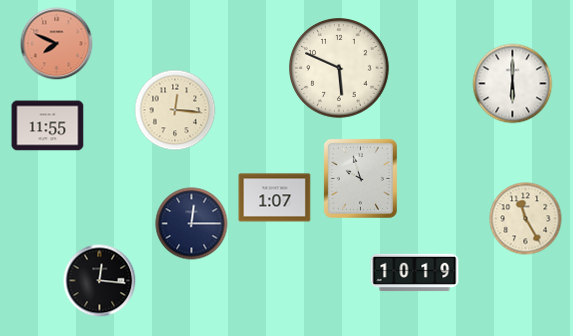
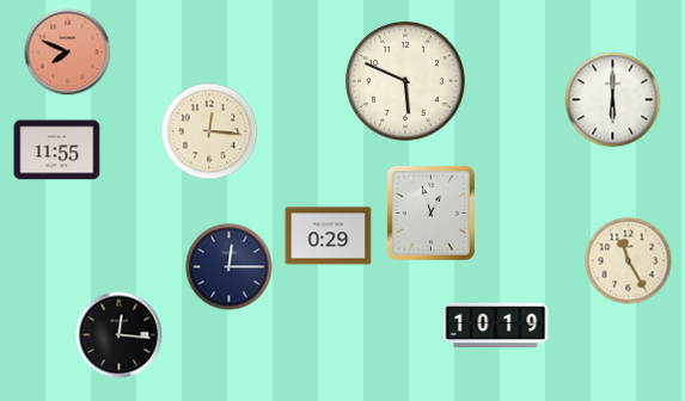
clock at (360, 178): 9:57 -> 12:57
clock at (275, 198): 1:07 -> 0:29
